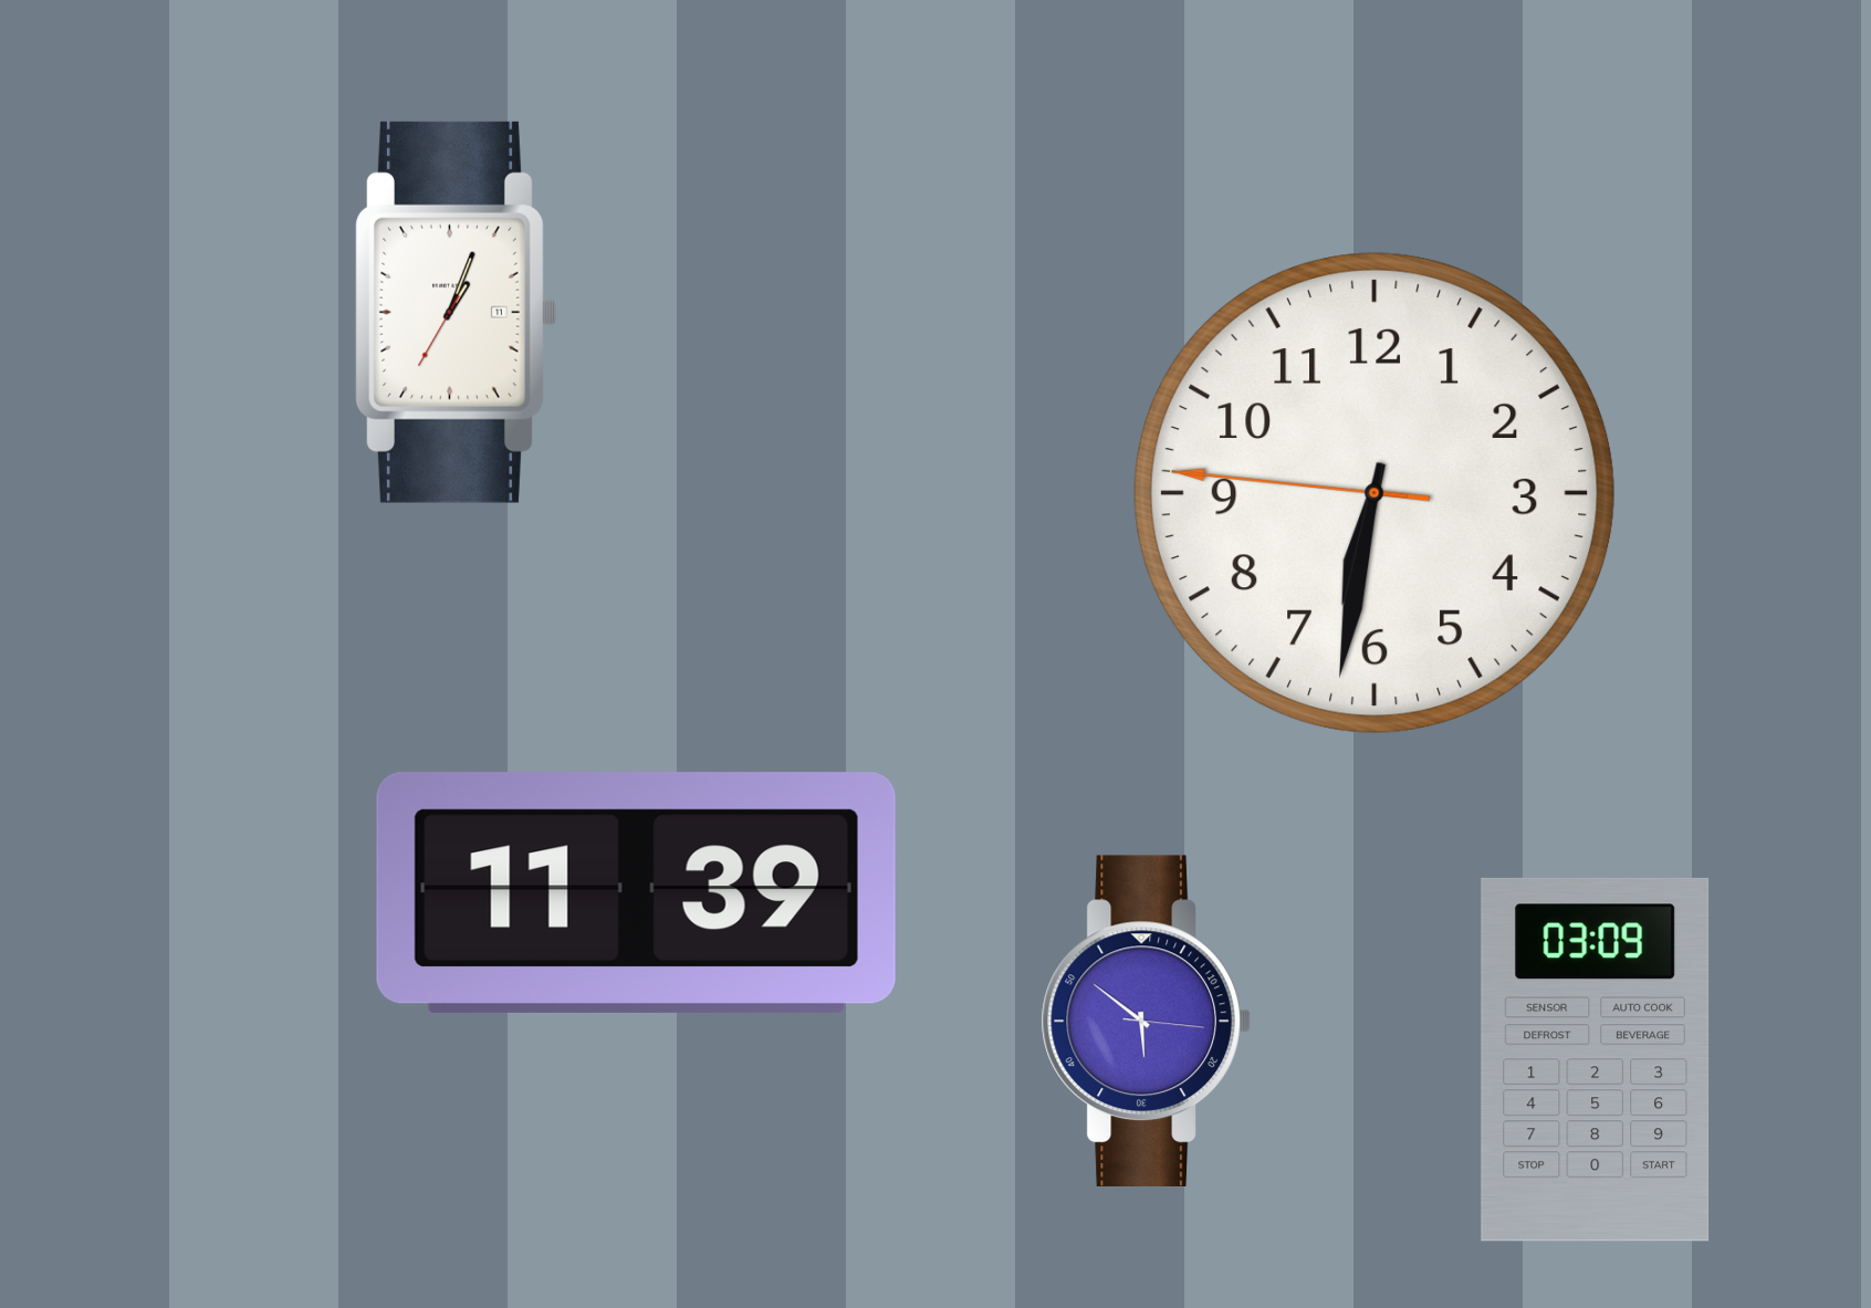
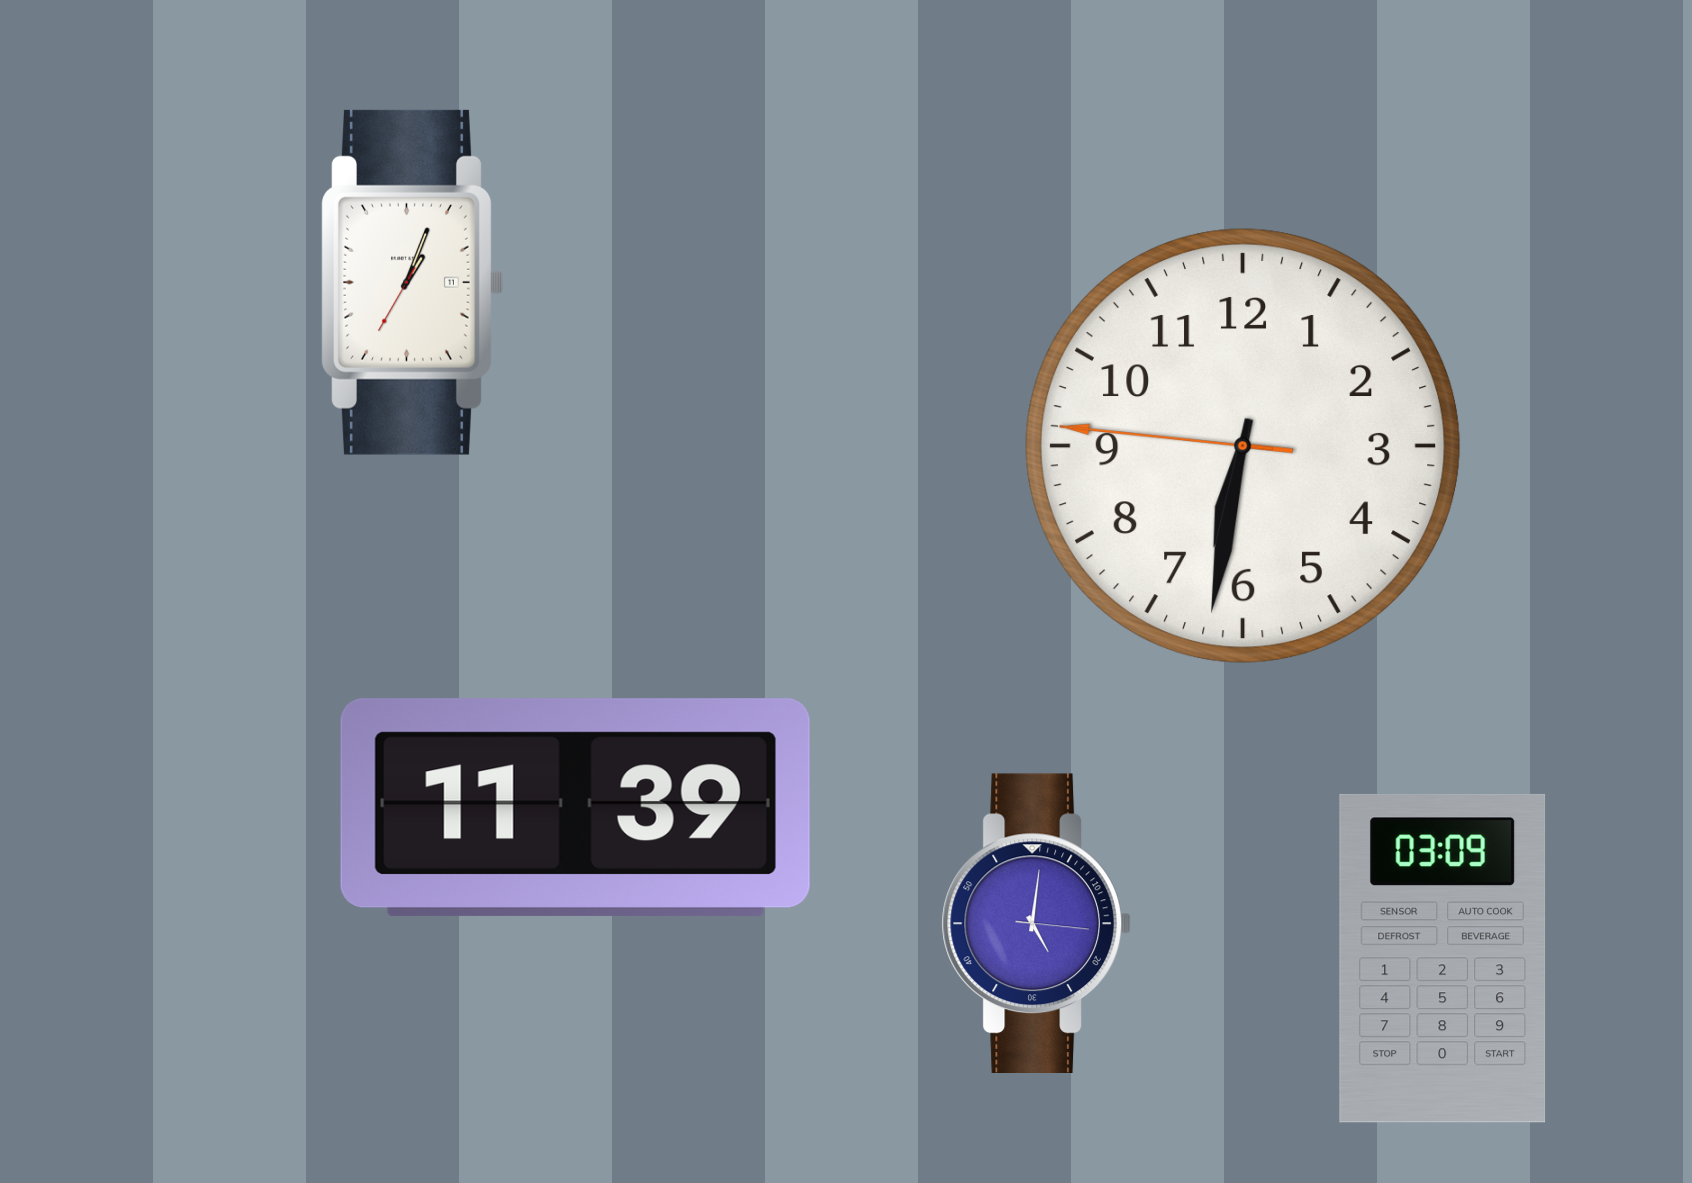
clock at (1146, 1021): 5:51 -> 5:01
